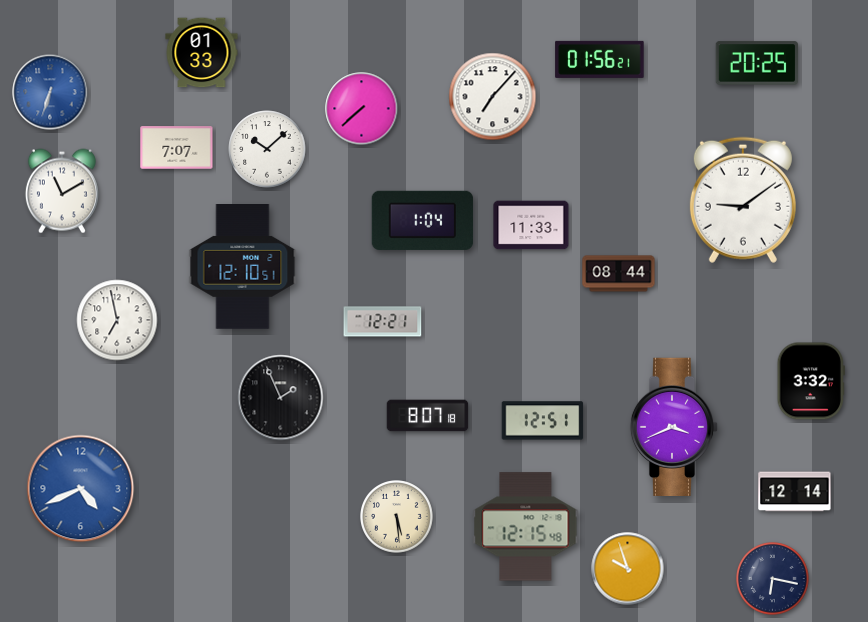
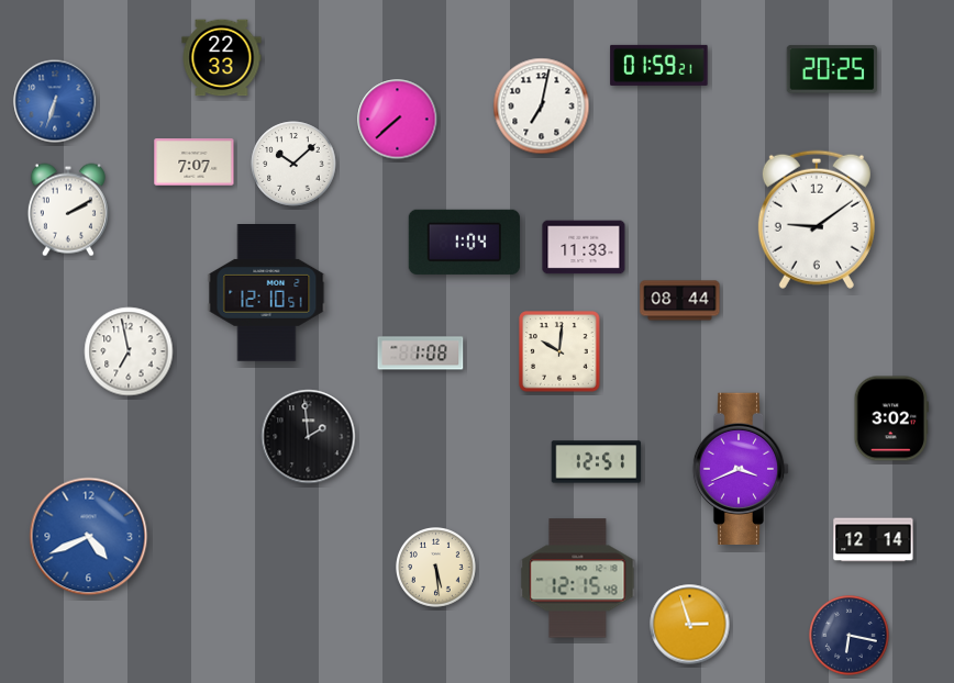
clock at (202, 53): 01:33 -> 22:33
clock at (600, 59): 01:56 -> 01:59
clock at (493, 97): 7:07 -> 7:02
clock at (62, 191): 11:10 -> 2:10
clock at (559, 351): none -> 10:01
clock at (383, 322): 12:21 -> 1:08
clock at (811, 381): 3:32 -> 3:02
clock at (281, 398): 1:56 -> 1:59
clock at (428, 416): 8:07 -> none
clock at (628, 569): 9:57 -> 2:57
